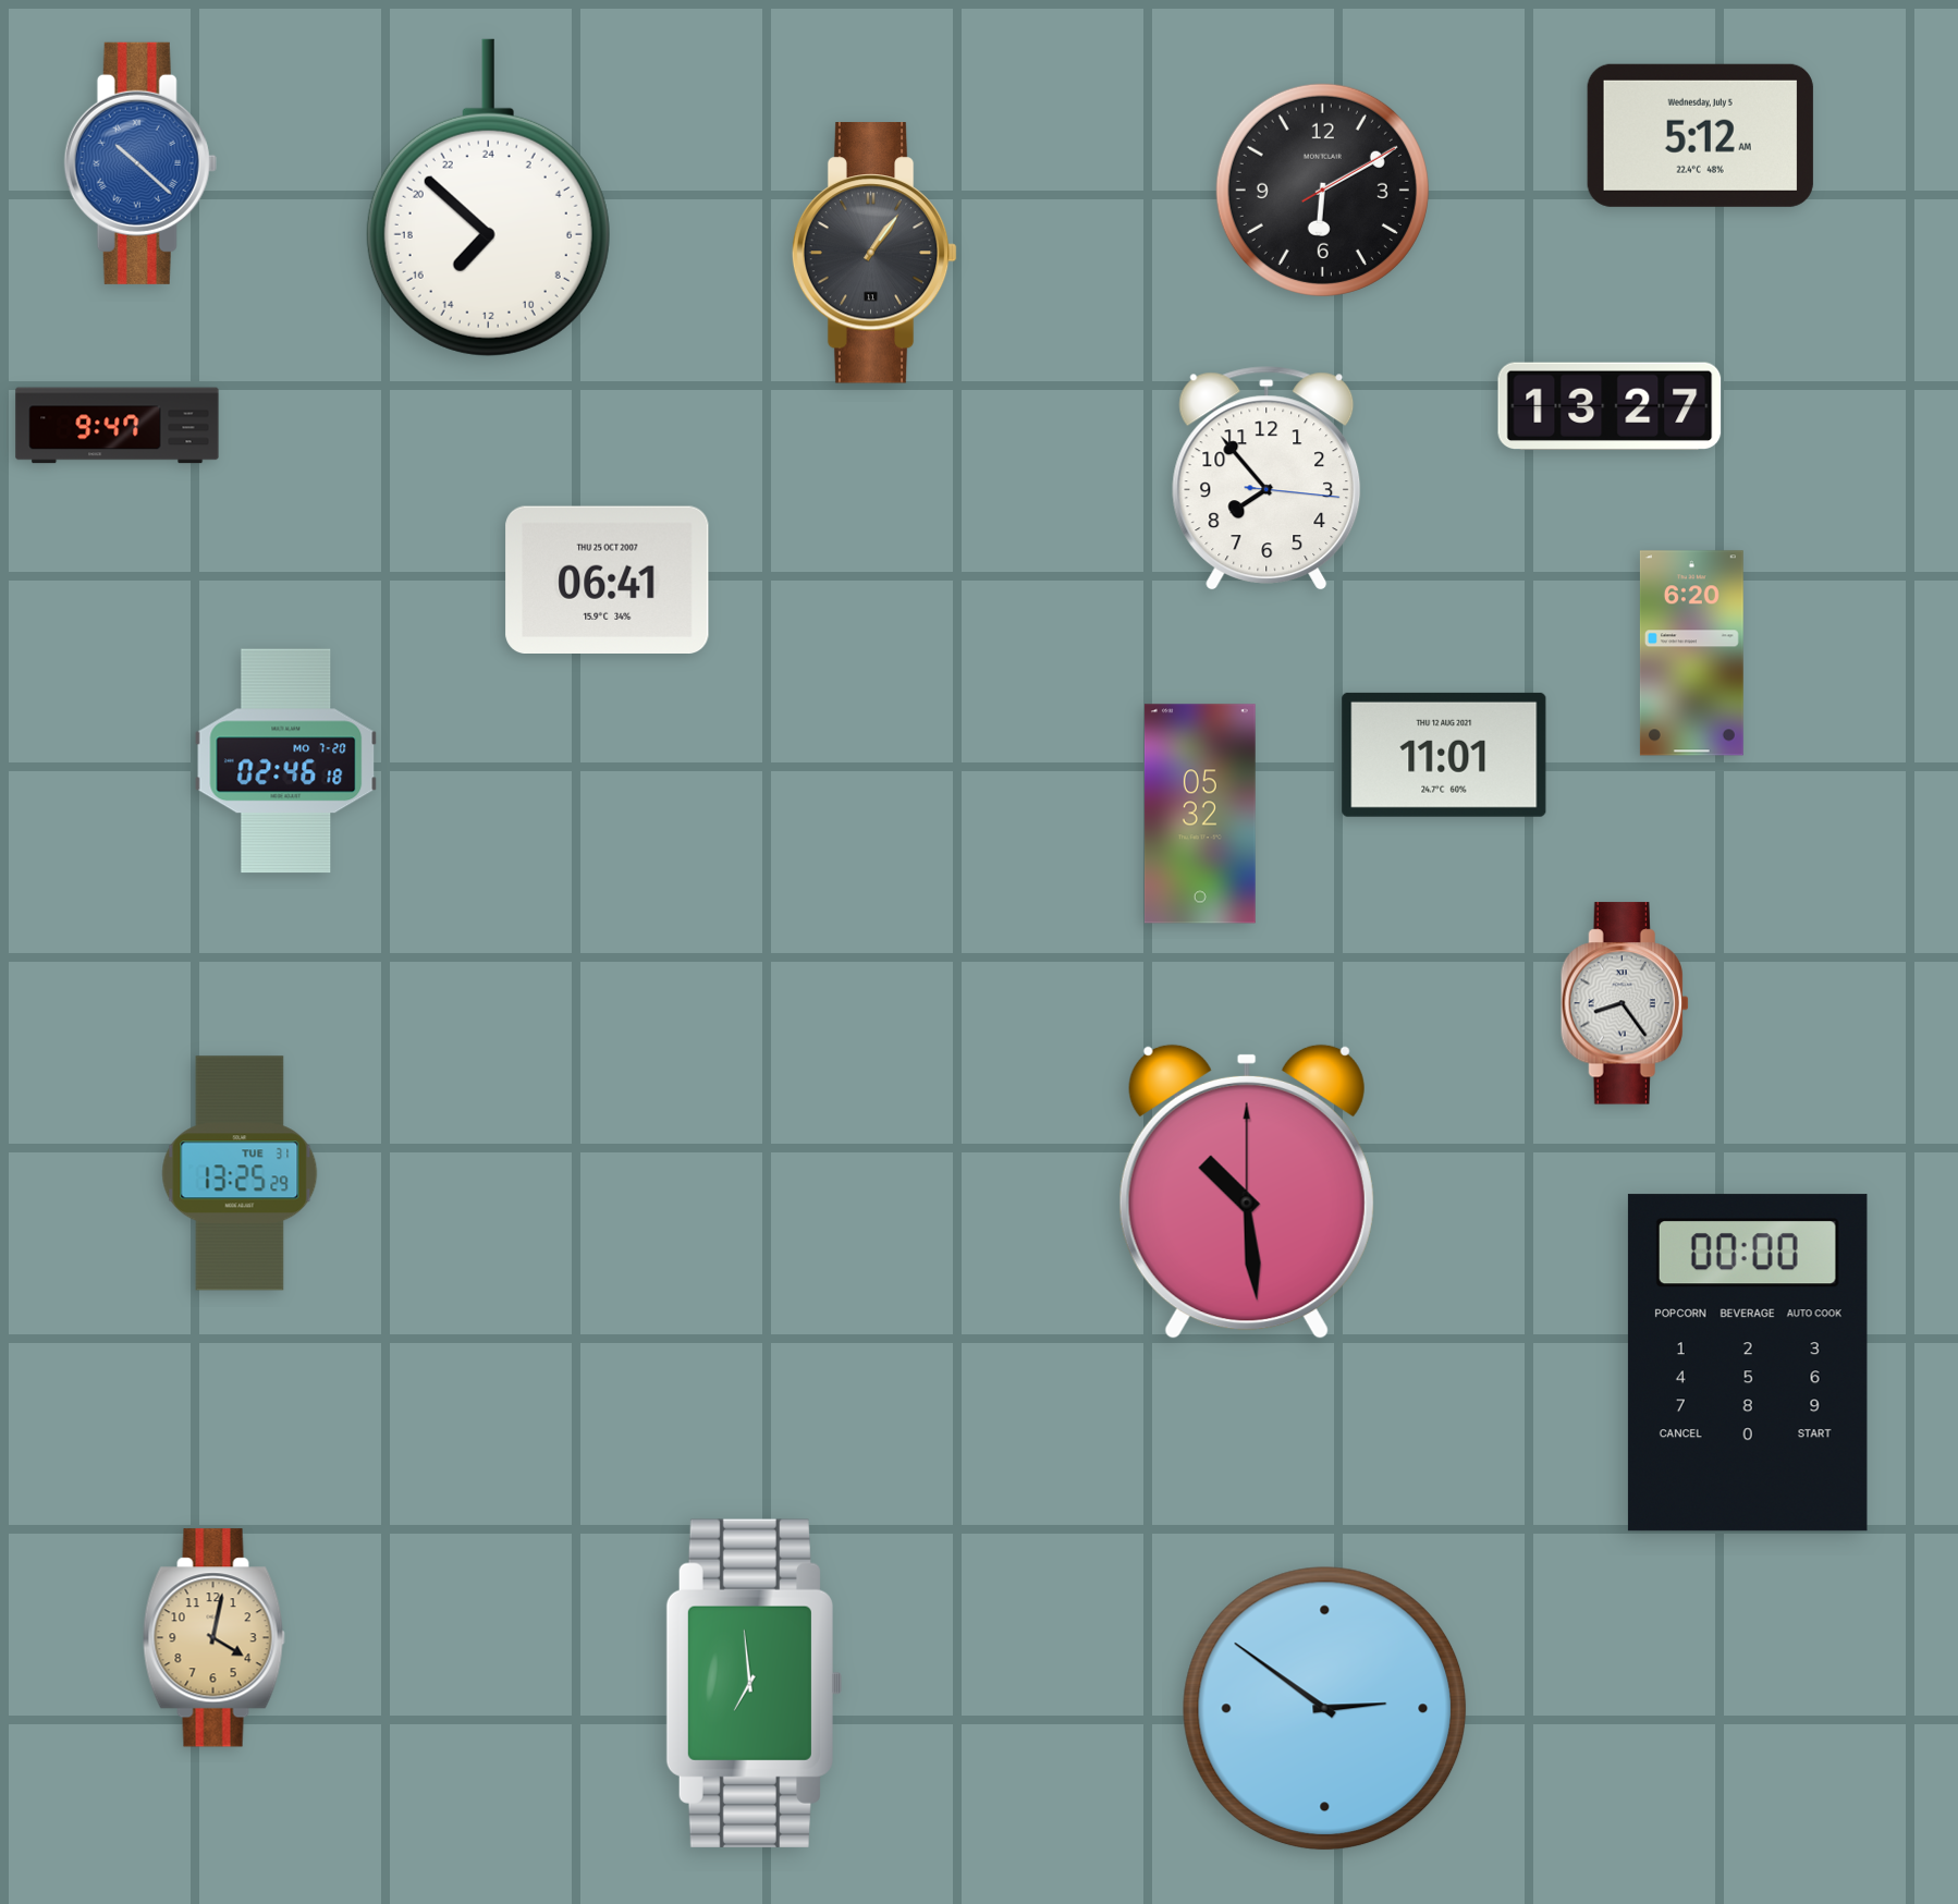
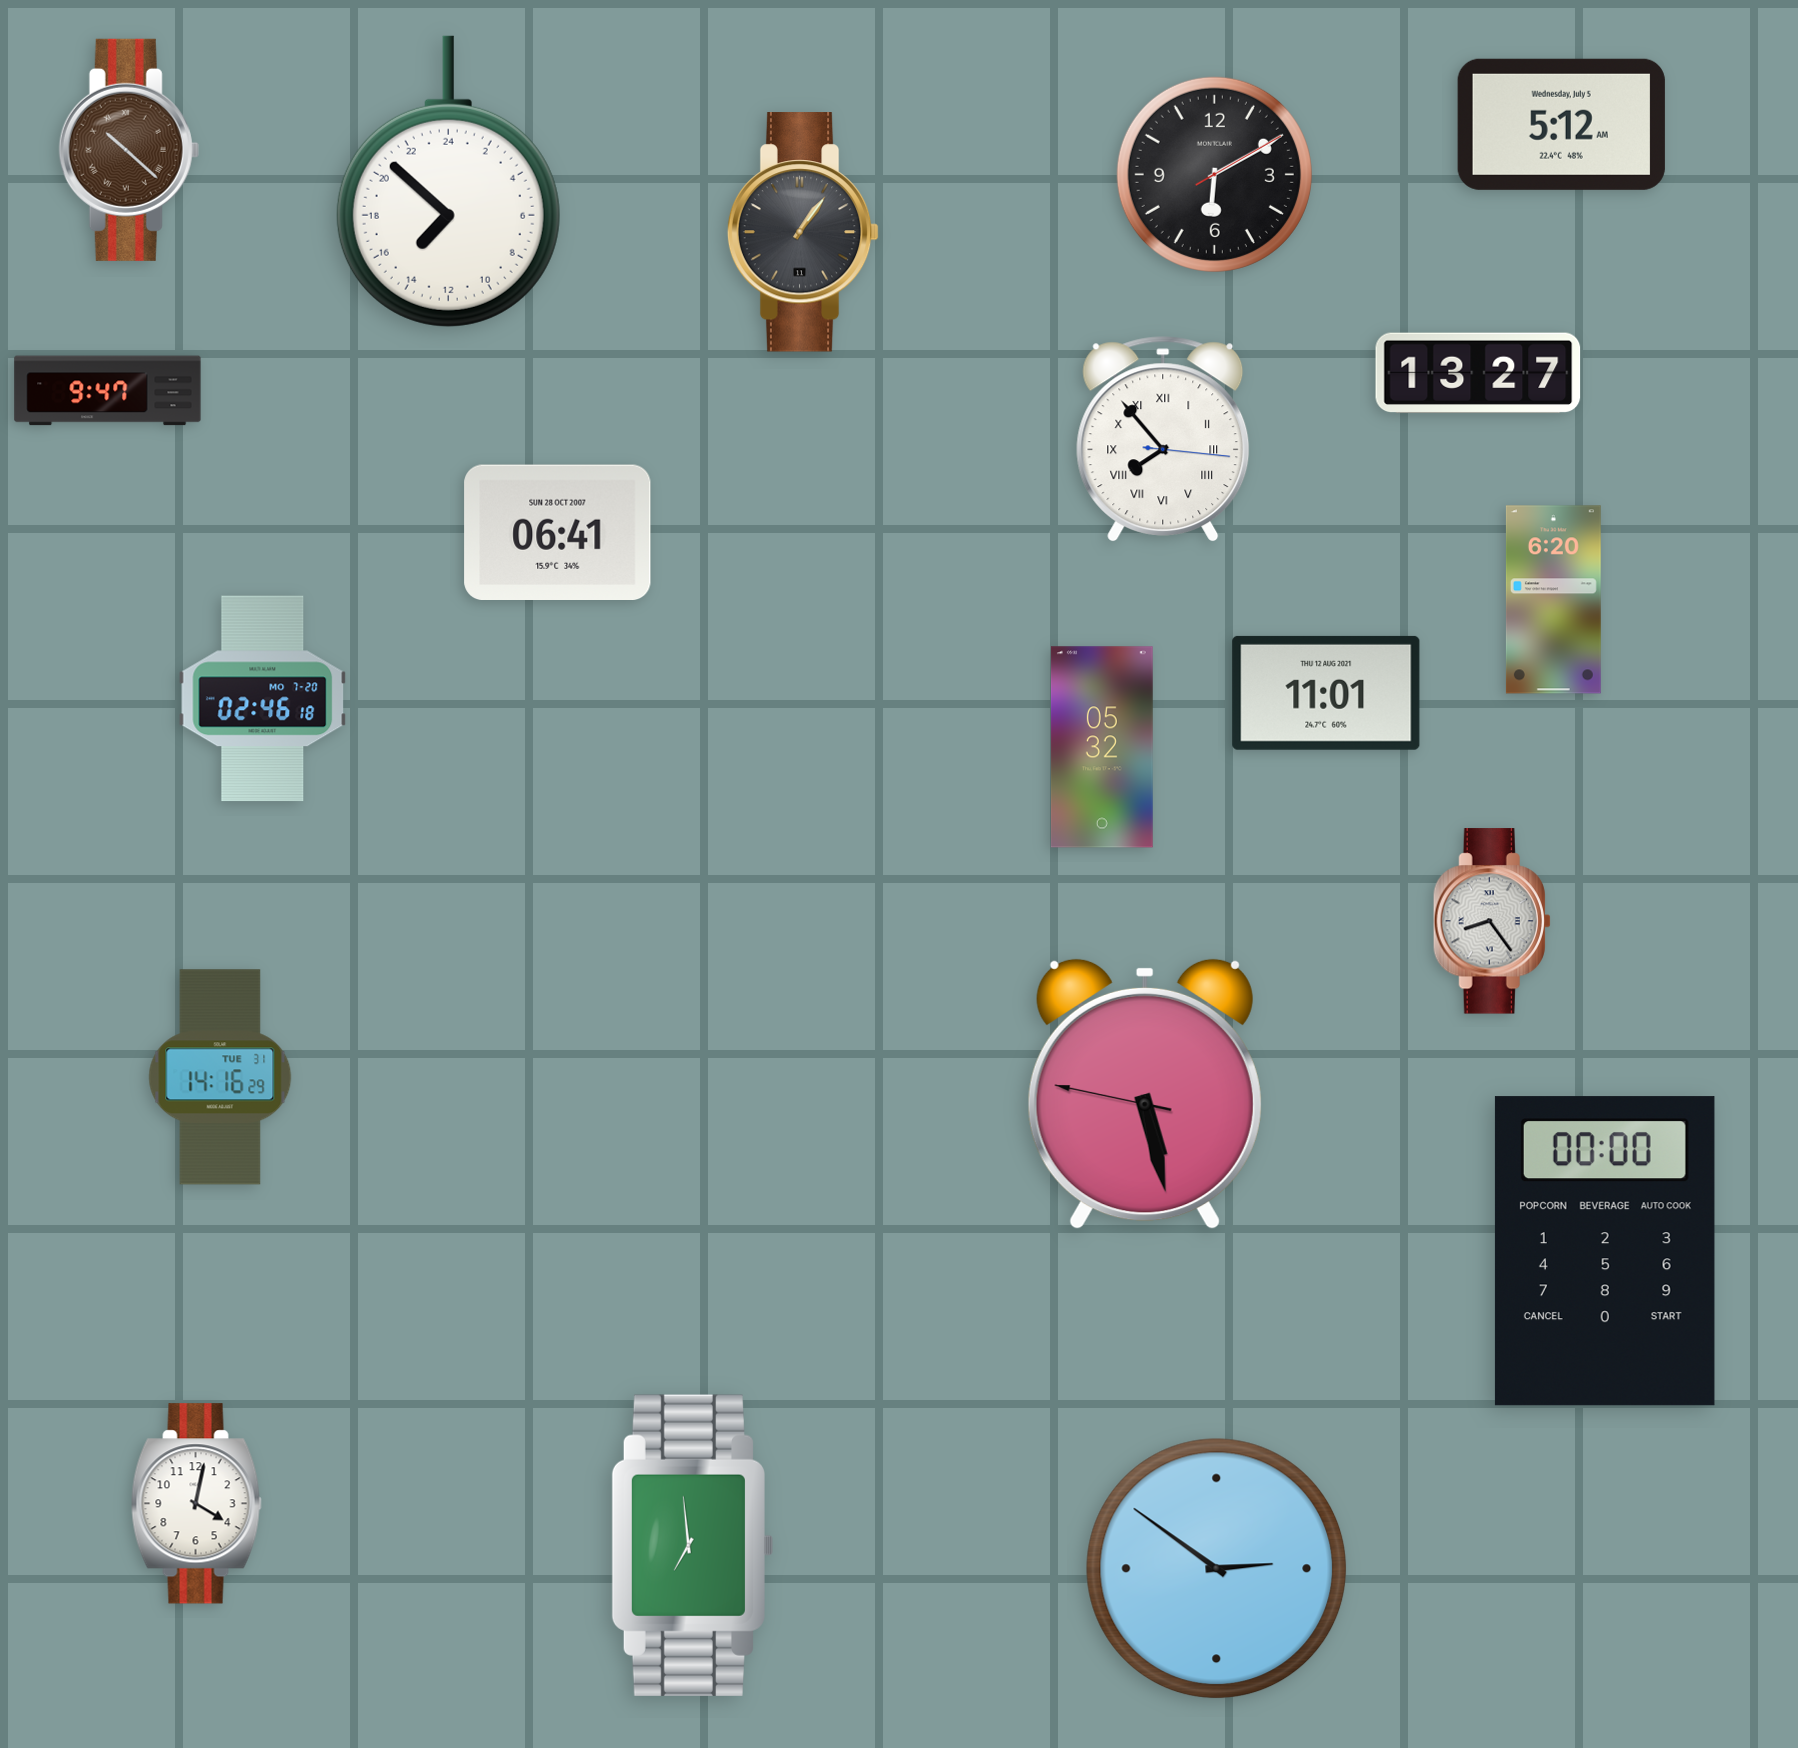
clock at (140, 163) dial: blue -> brown
clock at (1266, 478) numerals: Arabic -> Roman
clock at (608, 579) date: THU 25 OCT 2007 -> SUN 28 OCT 2007
clock at (240, 1173): 13:25 -> 14:16
clock at (1247, 1192): 10:29 -> 5:27
clock at (213, 1638) dial: champagne -> white
